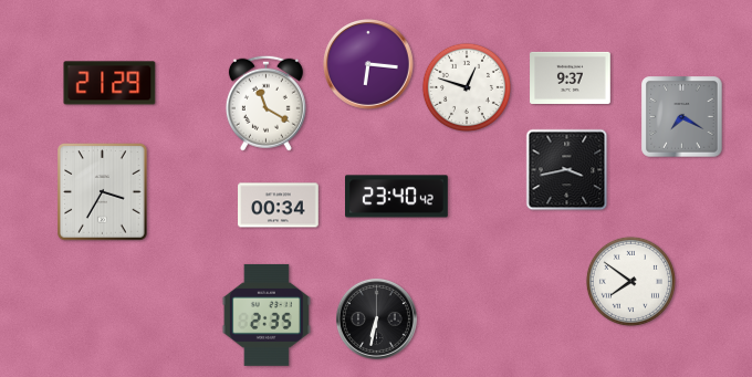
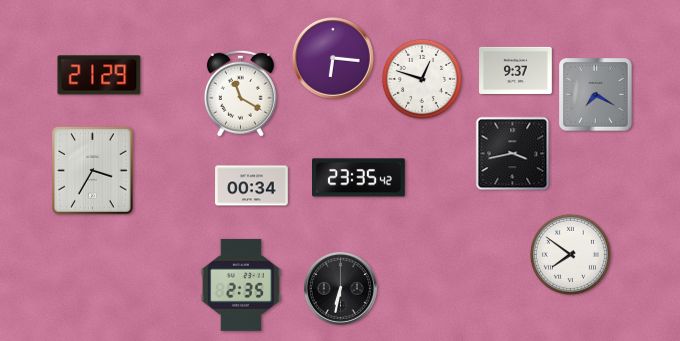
clock at (682, 117) position: (682, 117) -> (596, 95)
clock at (103, 192) position: (103, 192) -> (93, 171)
clock at (397, 197): 23:40 -> 23:35
